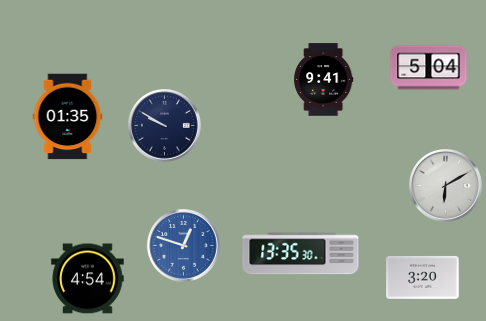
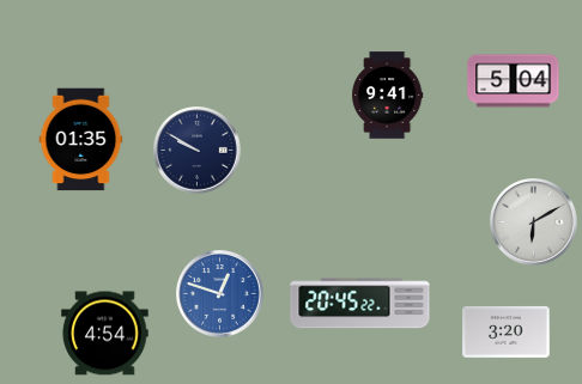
clock at (301, 254): 13:35 -> 20:45
